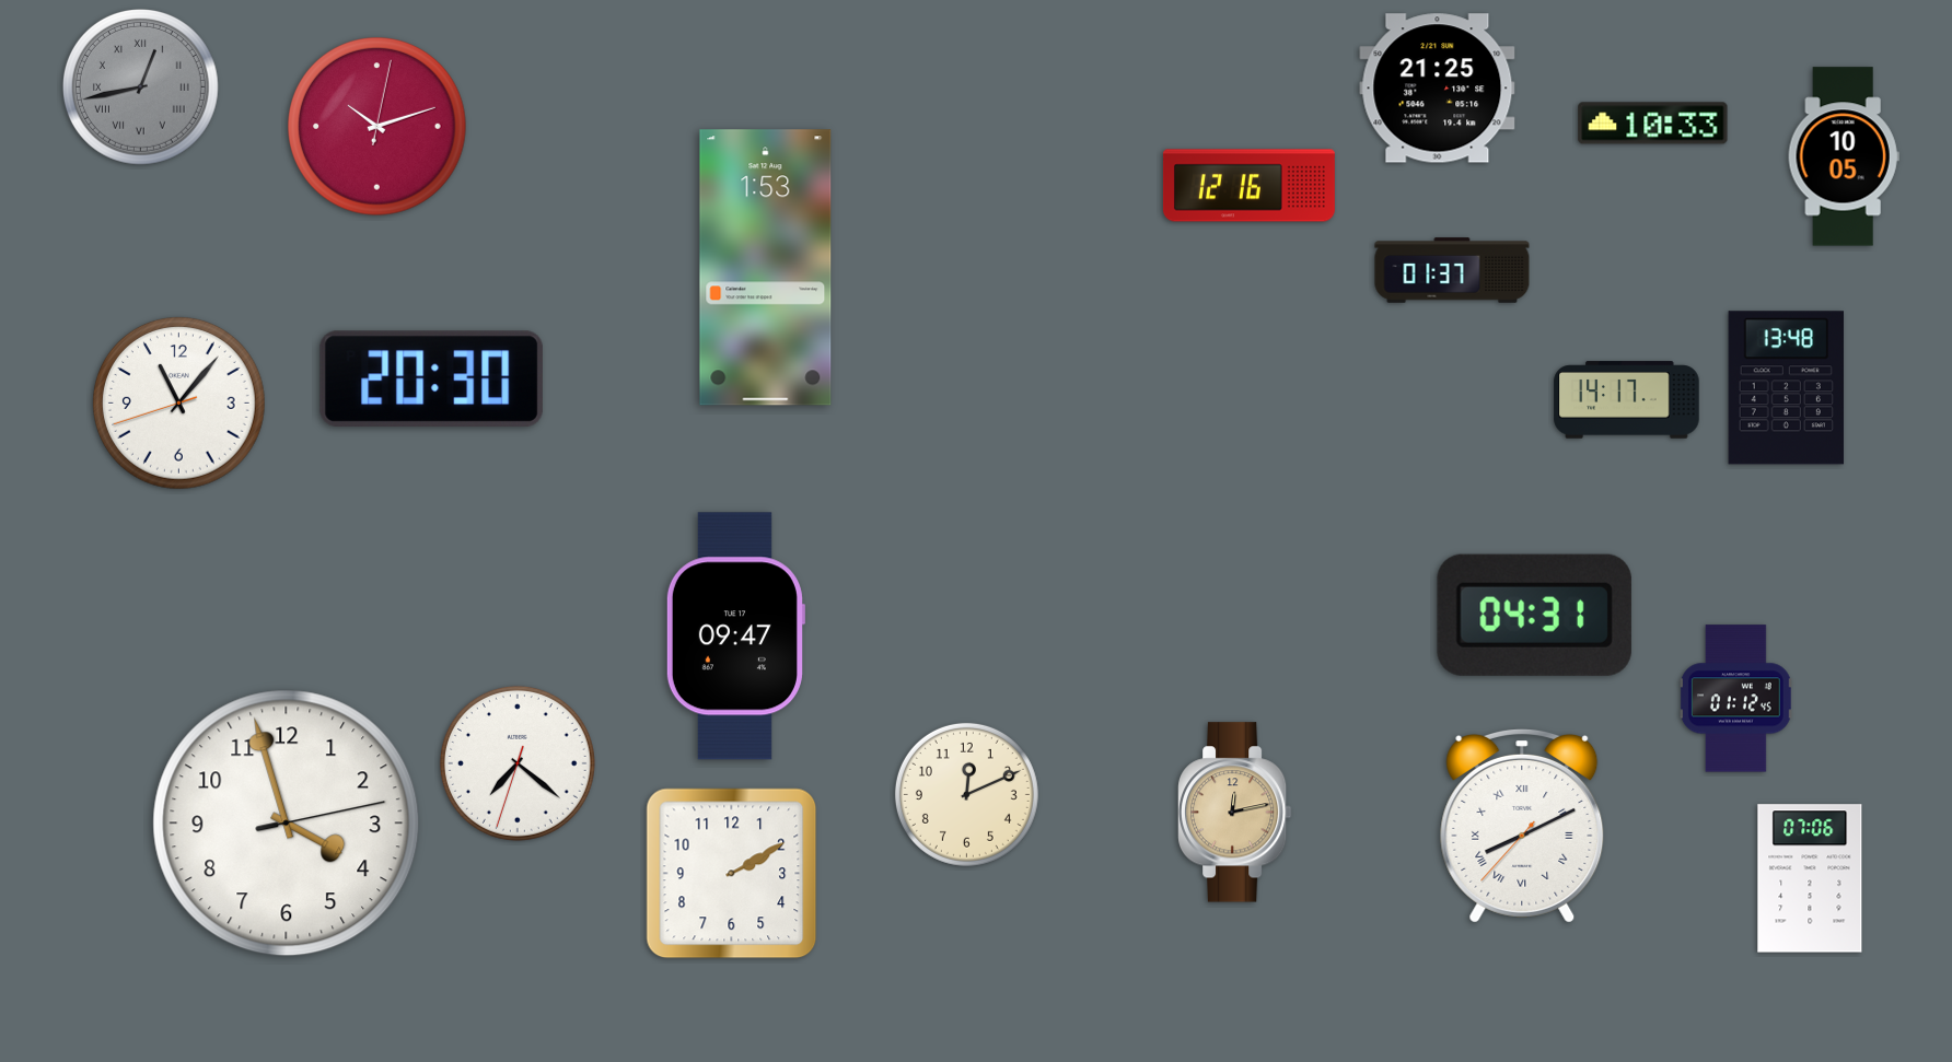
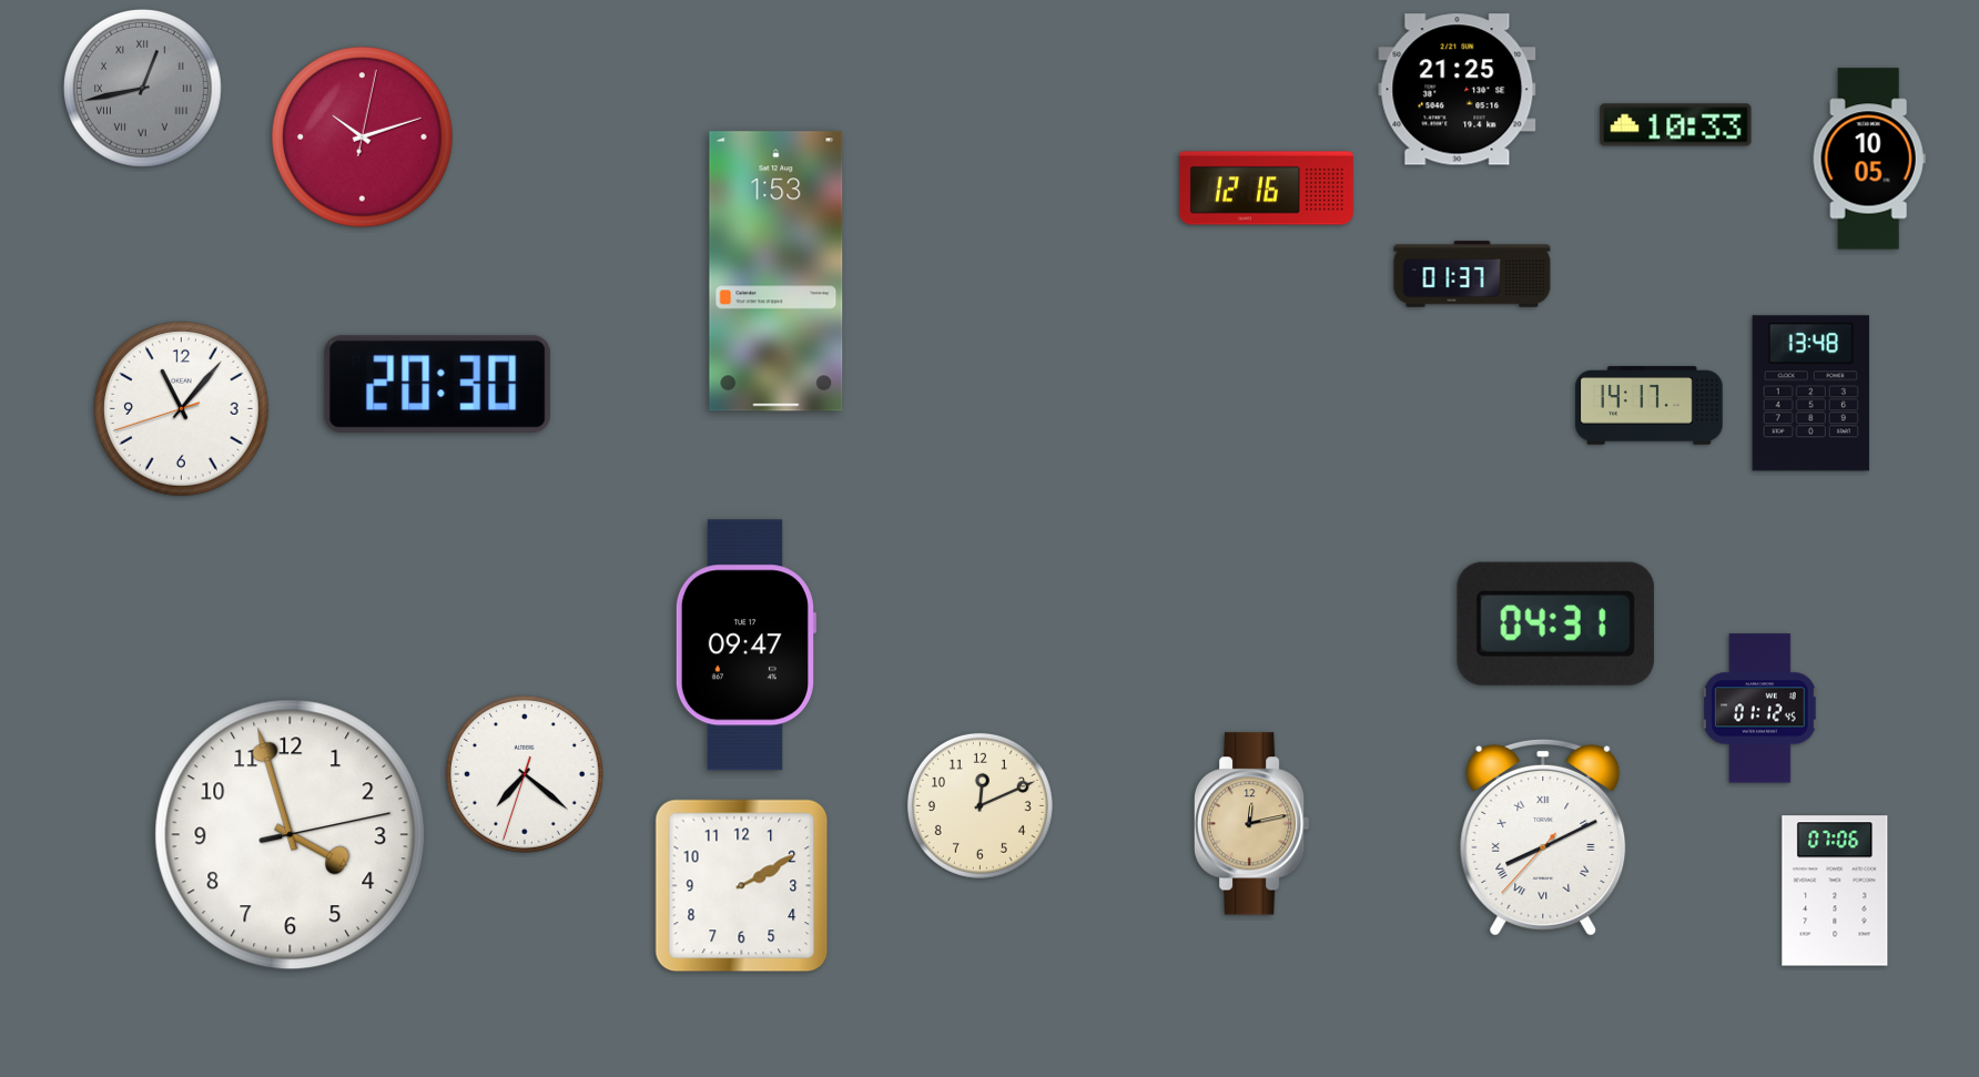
clock at (377, 127) position: (377, 127) -> (363, 138)
